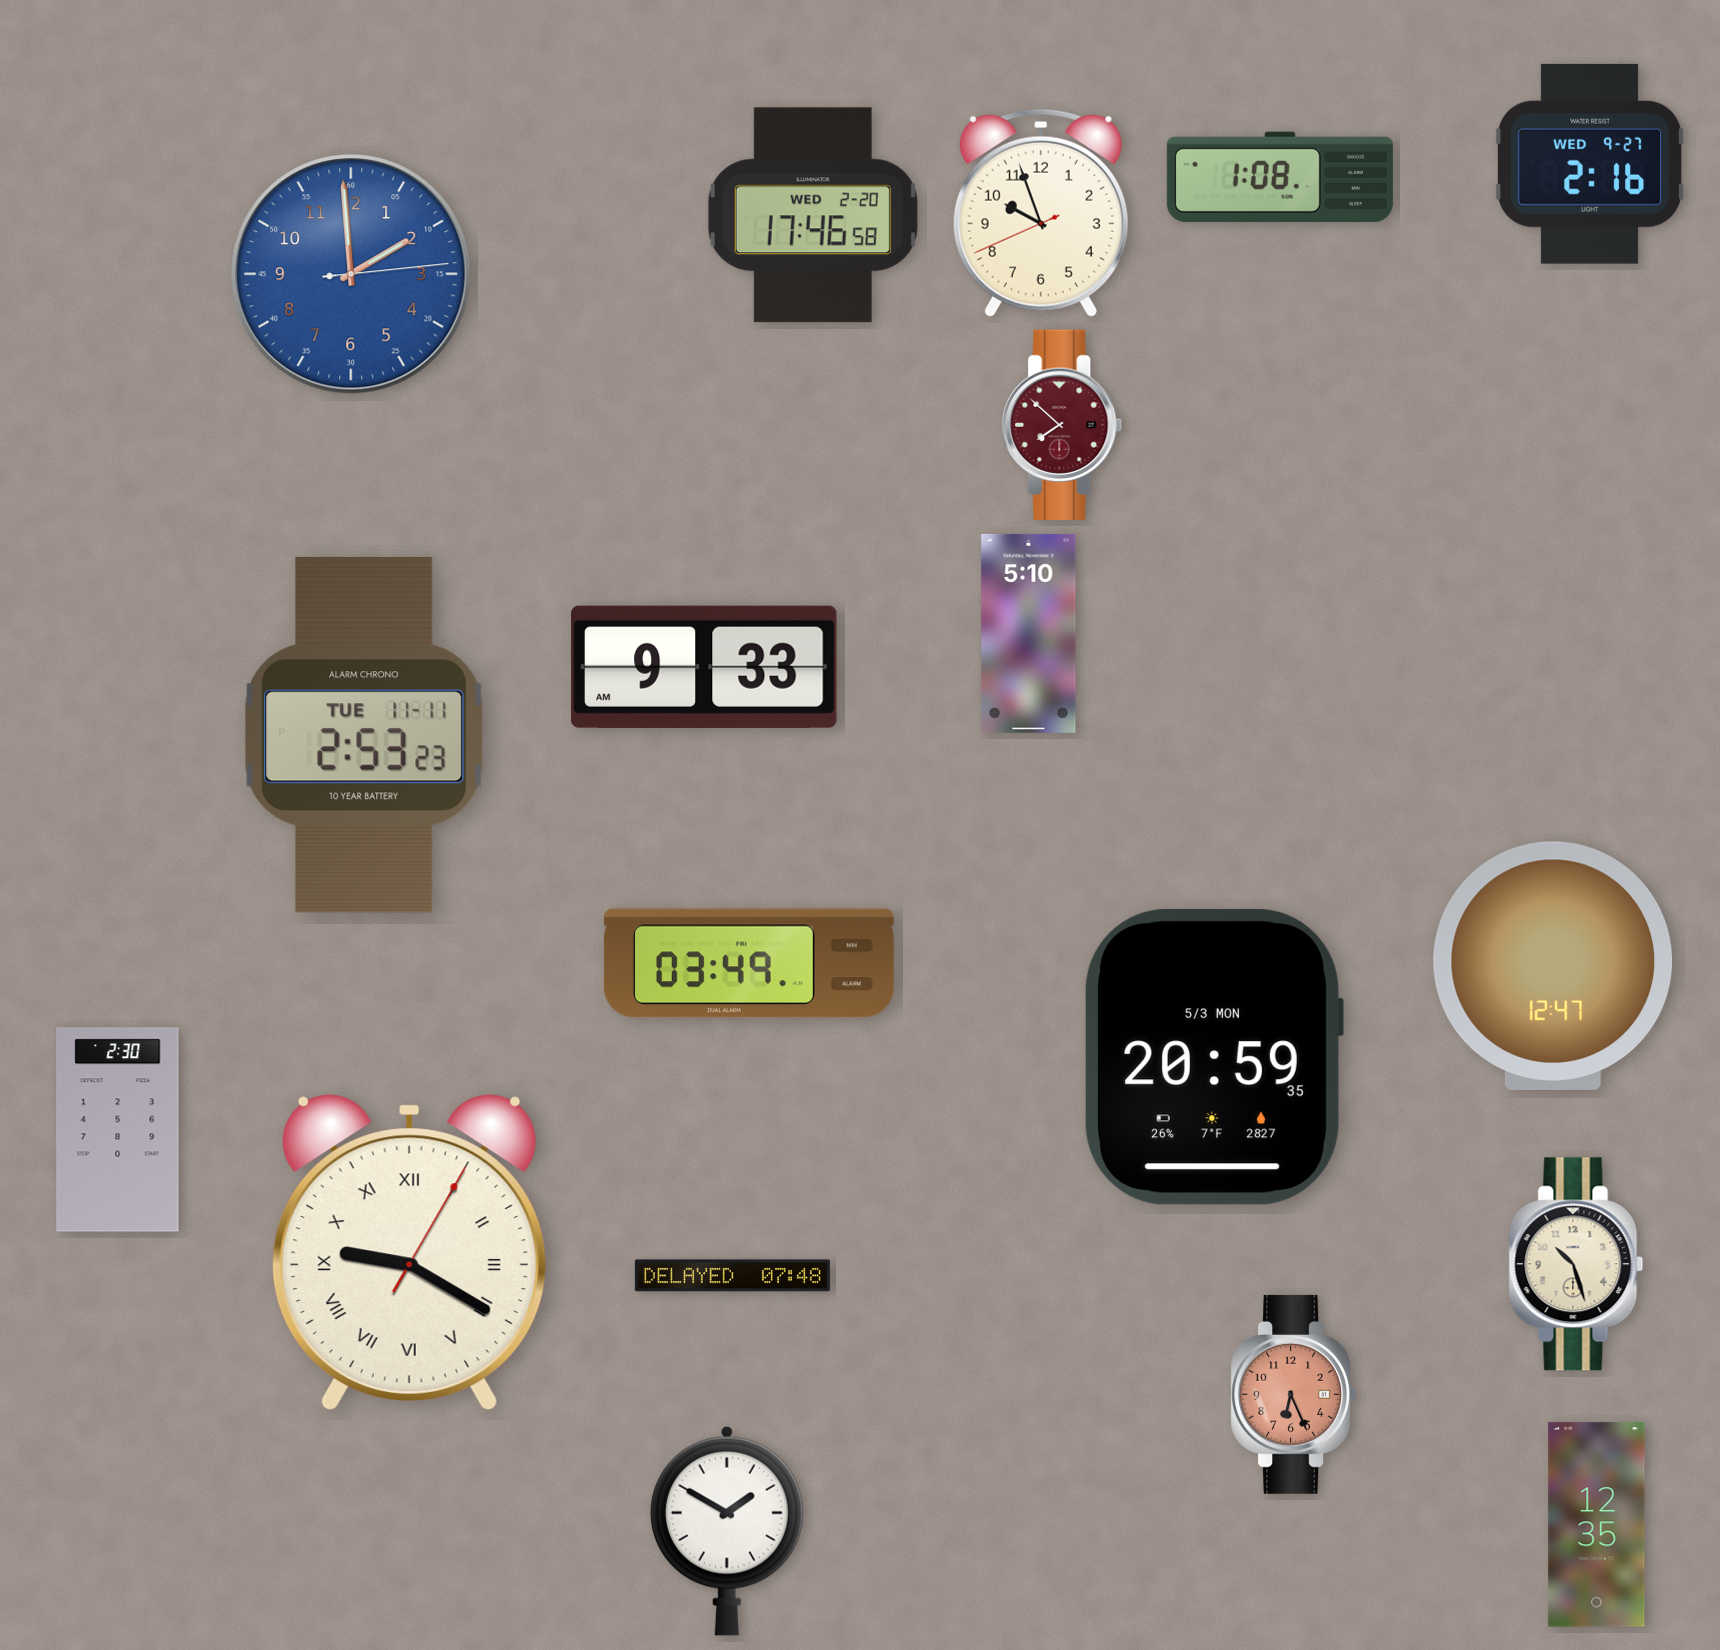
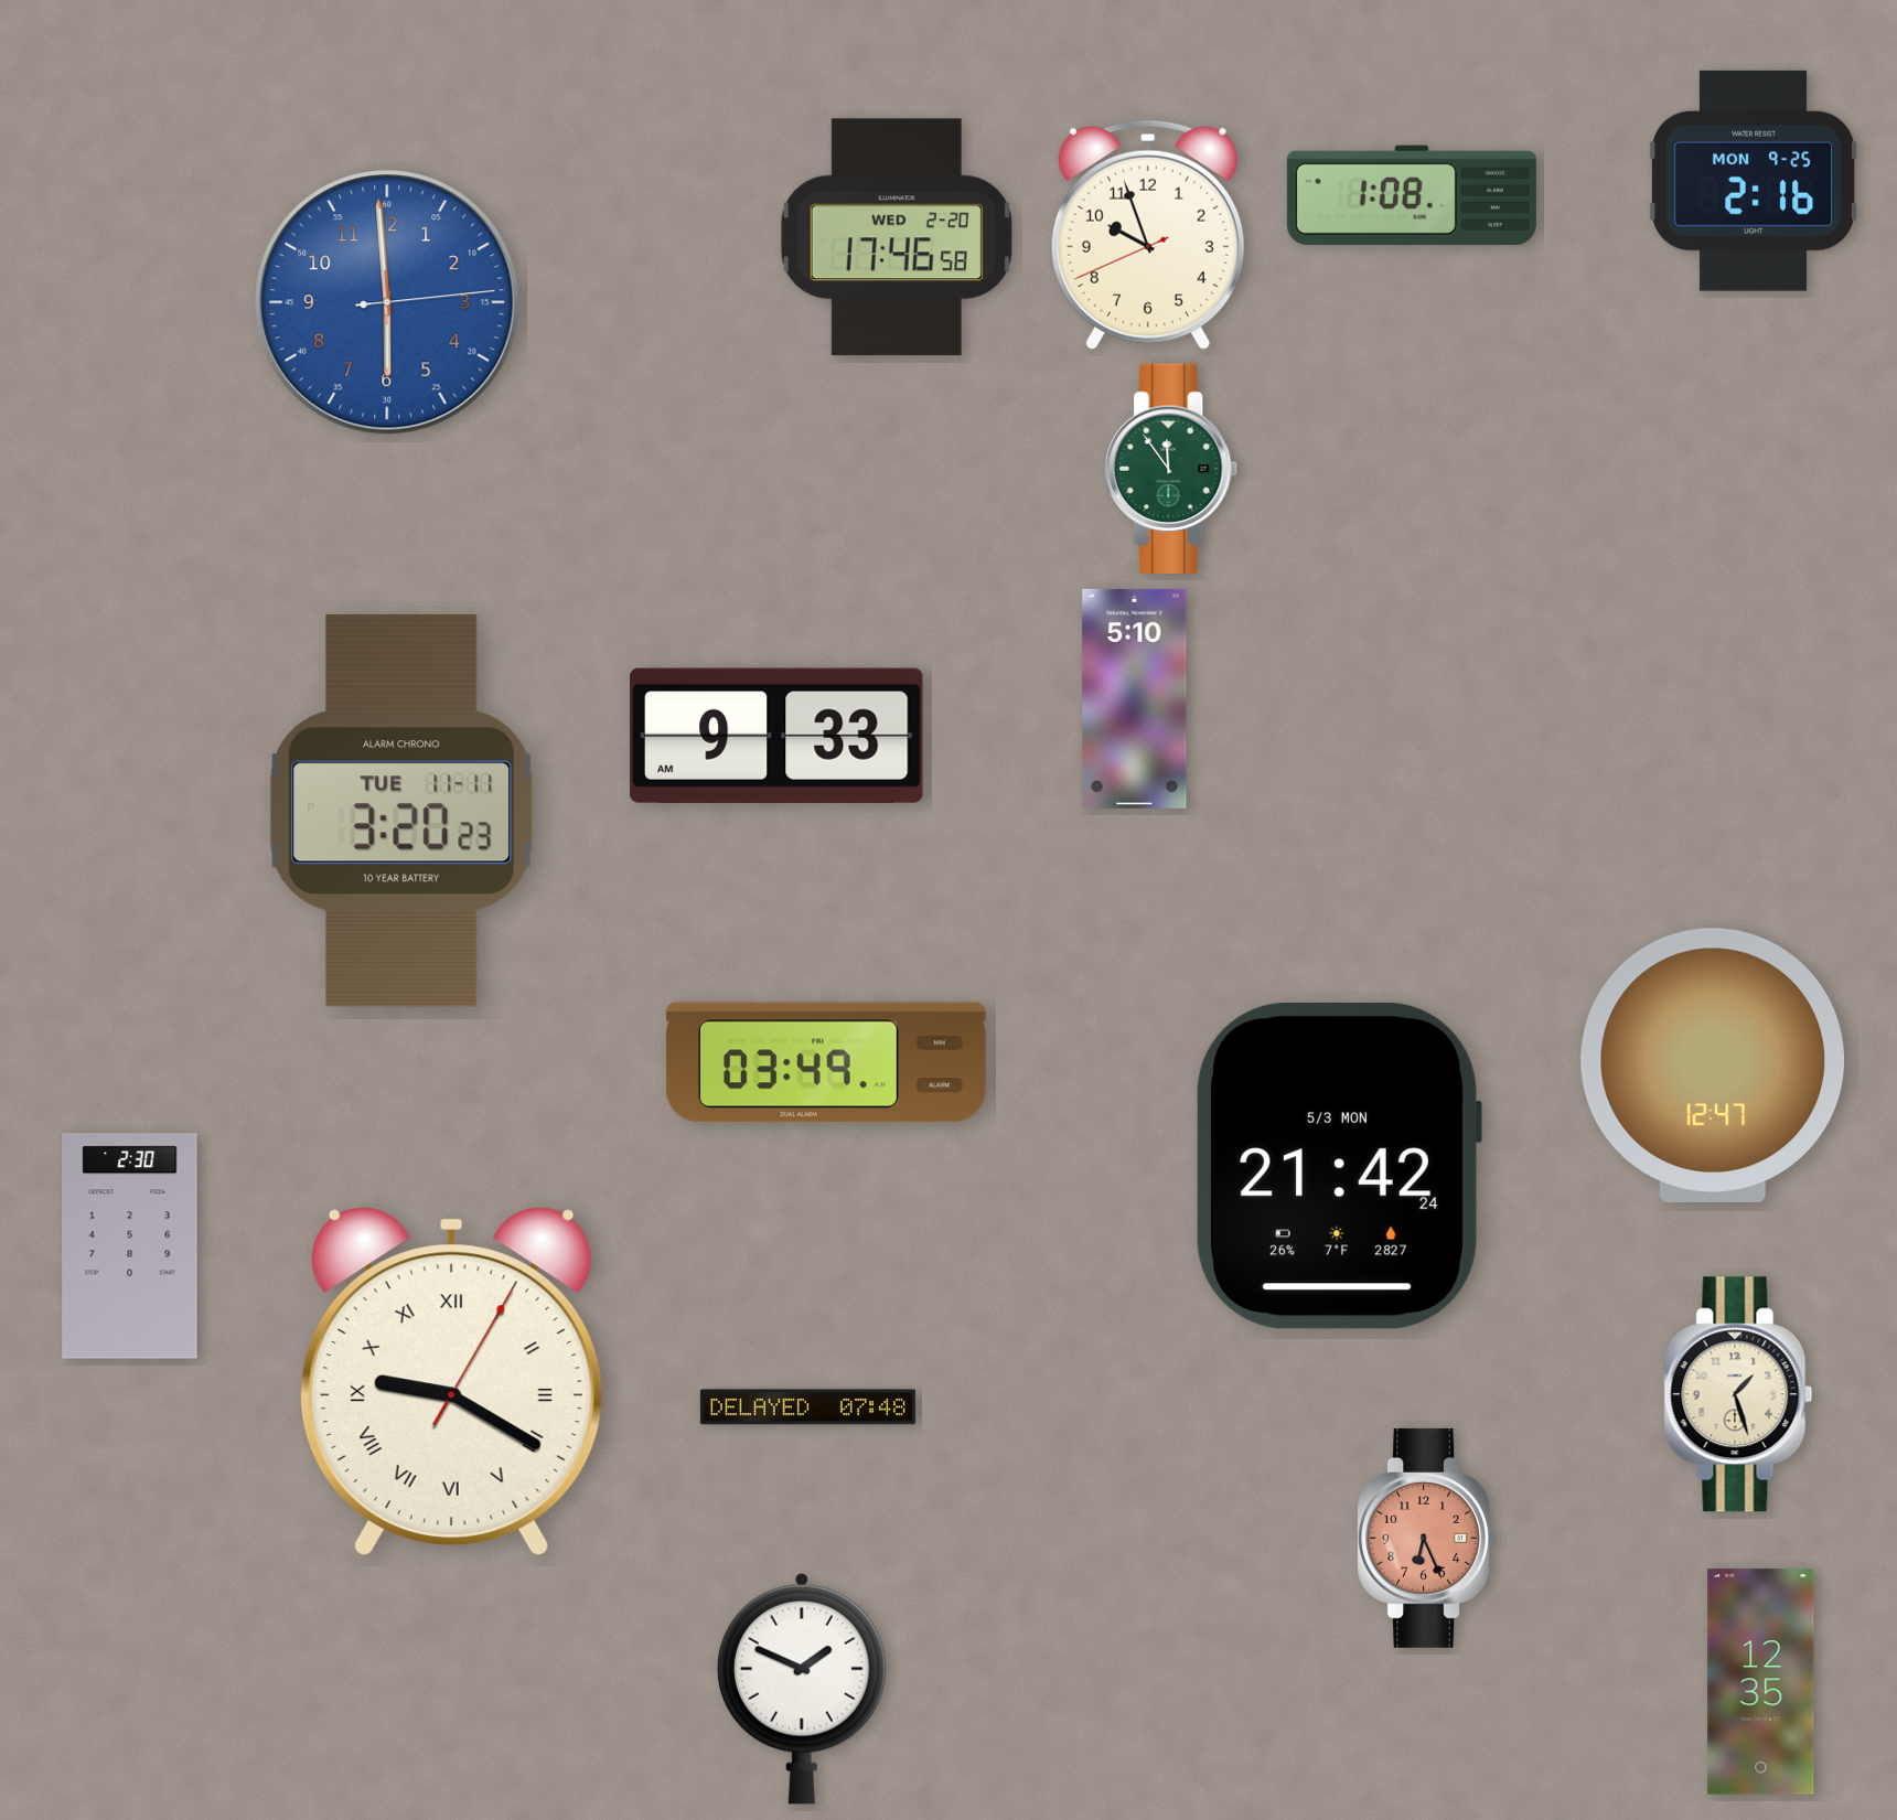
clock at (1590, 164) date: WED 9-27 -> MON 9-25
clock at (351, 274): 1:59 -> 5:59
clock at (1062, 424): 7:52 -> 11:54
clock at (1062, 424) dial: burgundy -> green
clock at (364, 735): 2:53 -> 3:20
clock at (1213, 1057): 20:59 -> 21:42
clock at (1576, 1264): 10:27 -> 1:27
clock at (727, 1531): 1:50 -> 1:49
